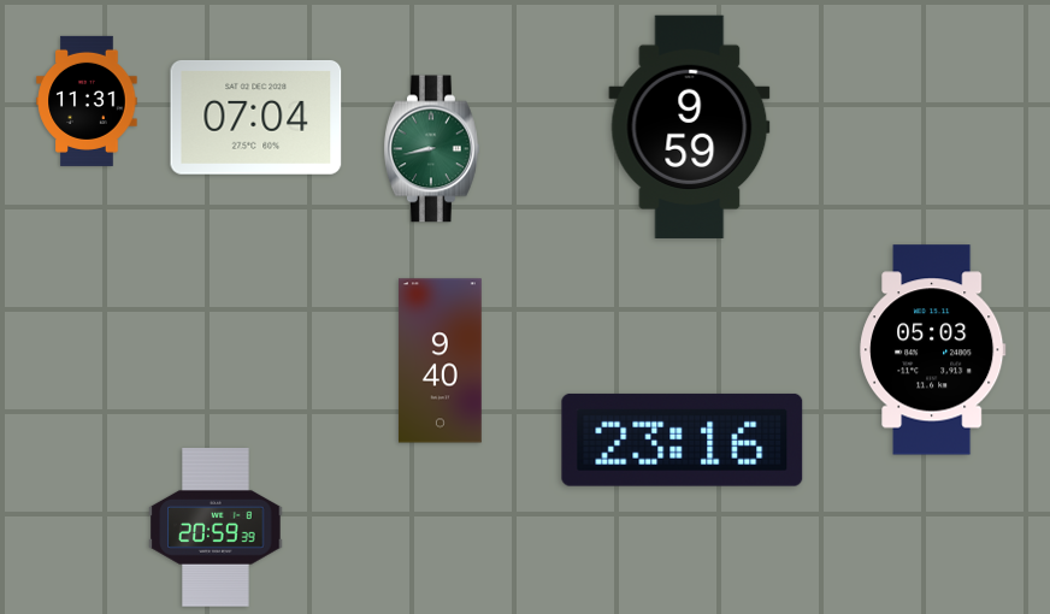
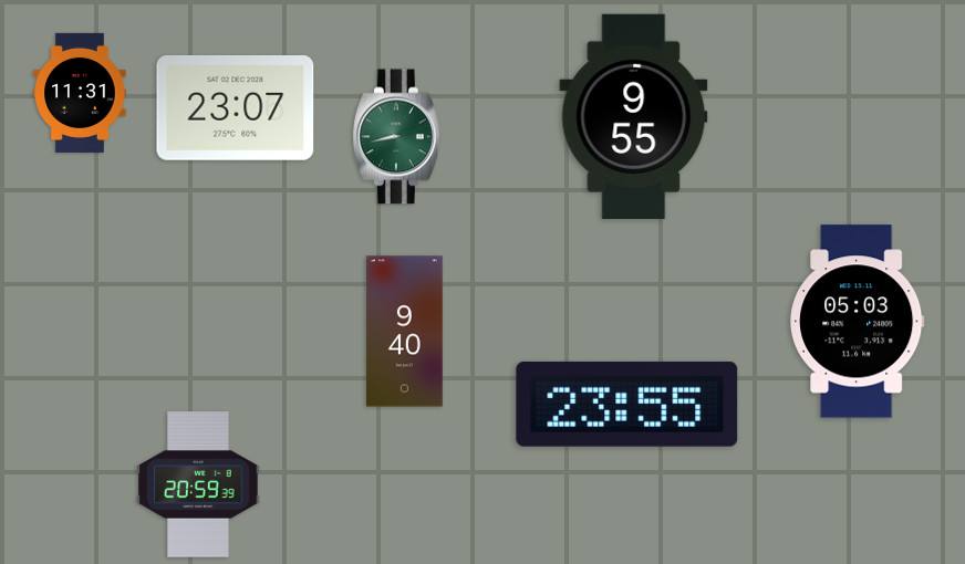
clock at (256, 117): 07:04 -> 23:07
clock at (690, 126): 9:59 -> 9:55
clock at (683, 439): 23:16 -> 23:55
